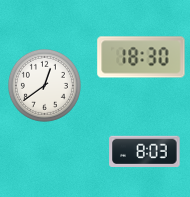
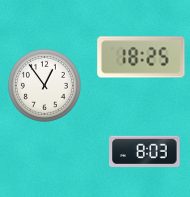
clock at (141, 57): 18:30 -> 18:25
clock at (44, 85): 12:39 -> 12:54
